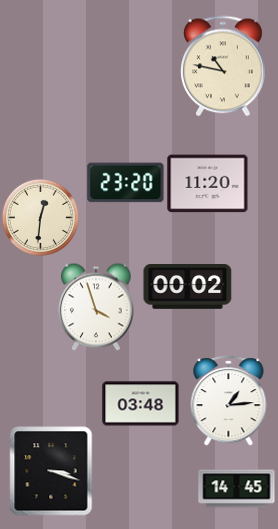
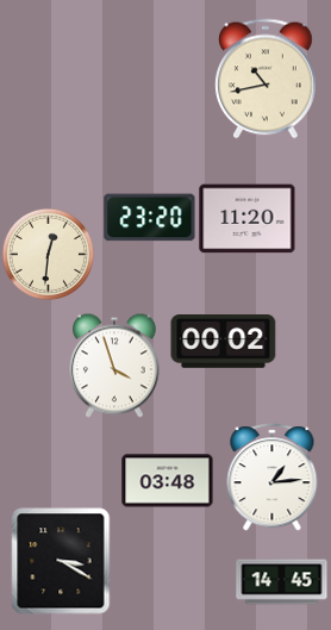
clock at (224, 66): 10:47 -> 10:43
clock at (40, 217) position: (40, 217) -> (48, 254)
clock at (51, 471): 3:18 -> 3:20
